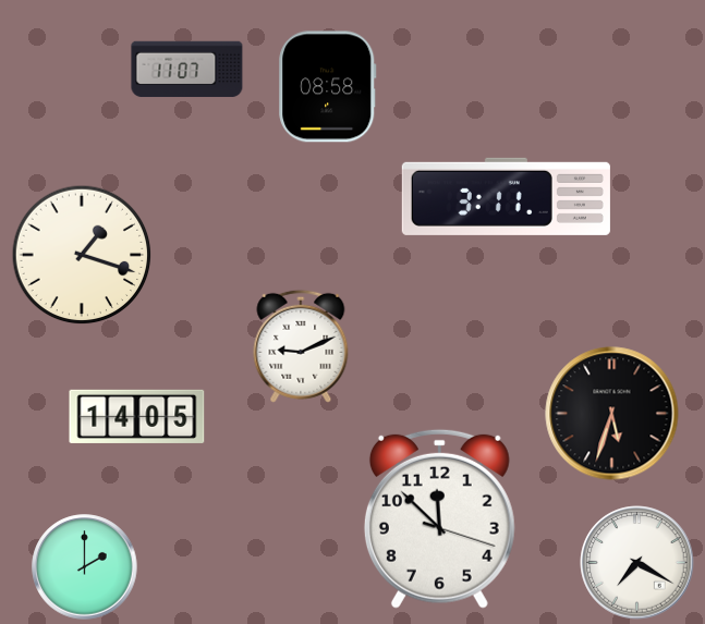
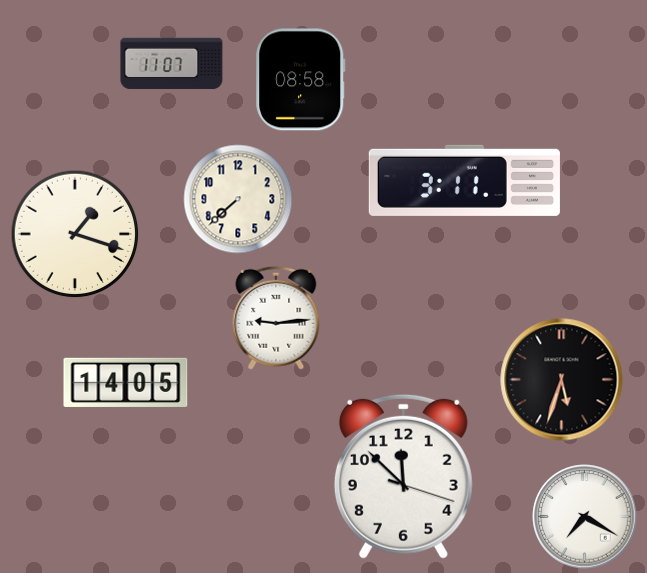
clock at (238, 199): none -> 7:38
clock at (301, 346): 9:11 -> 9:14
clock at (85, 567): 2:00 -> none
